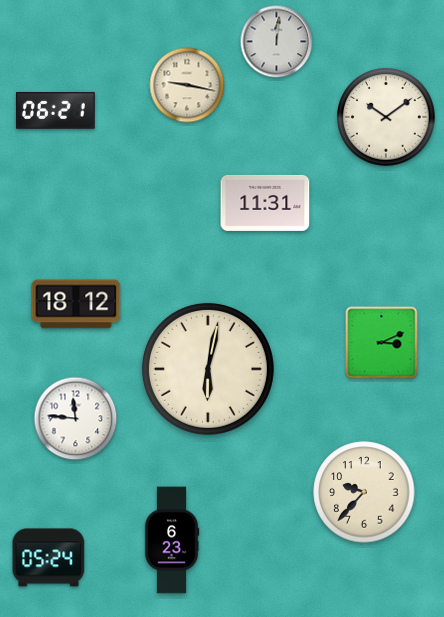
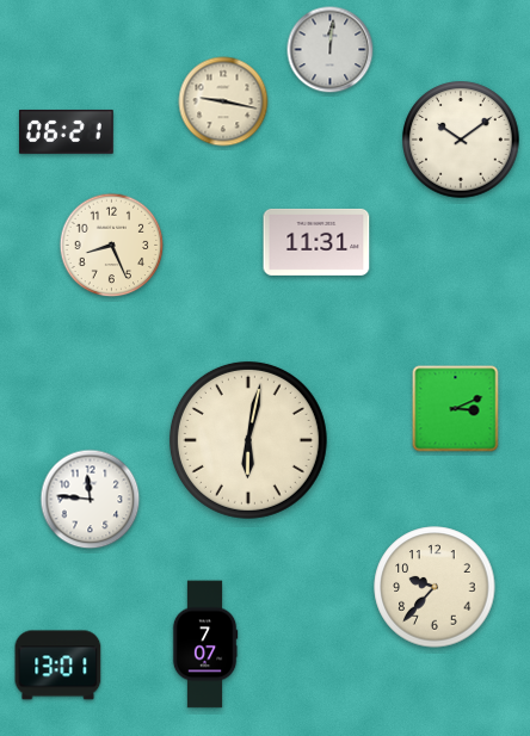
clock at (112, 246): none -> 8:26
clock at (76, 304): 18:12 -> none
clock at (172, 540): 6:23 -> 7:07
clock at (49, 558): 05:24 -> 13:01
